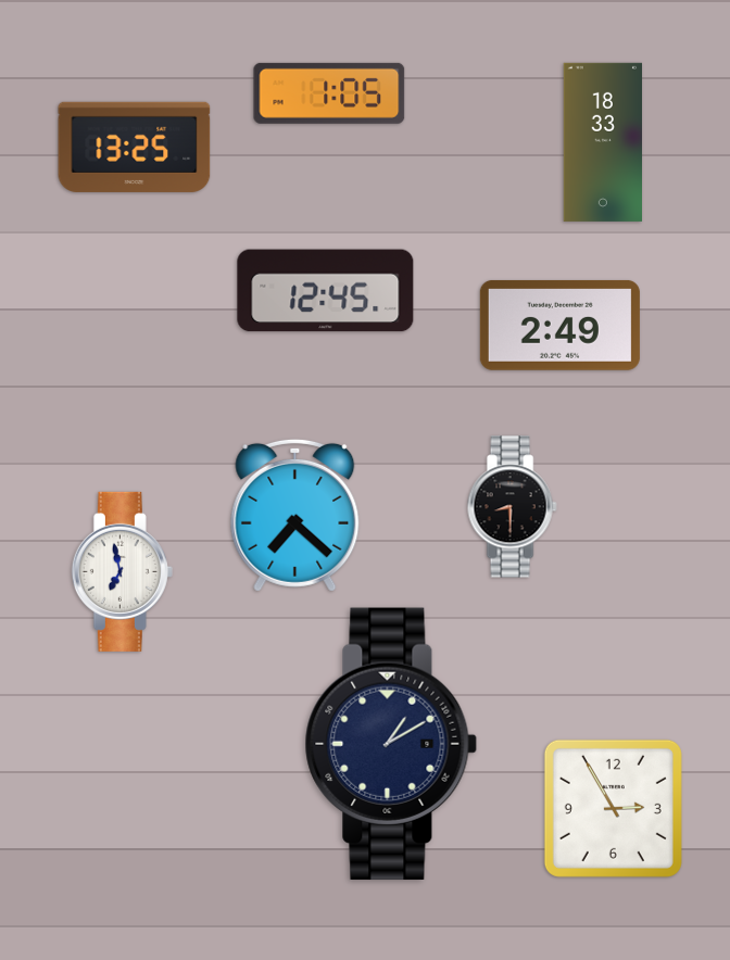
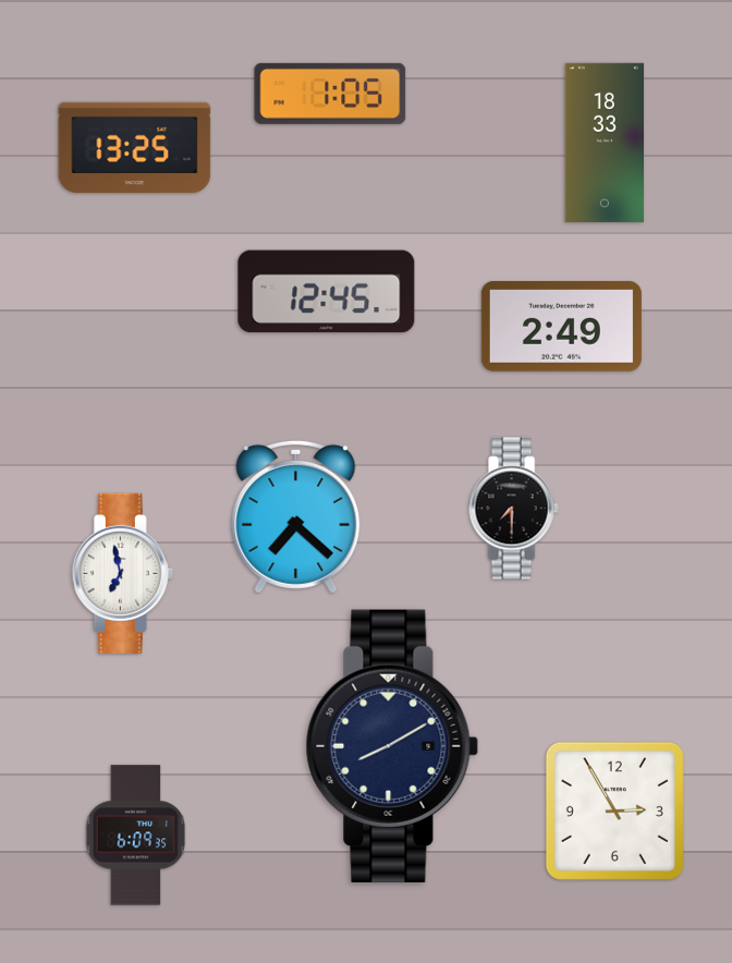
clock at (512, 507): 8:30 -> 7:30
clock at (391, 744): 1:10 -> 8:10
clock at (136, 836): none -> 6:09
